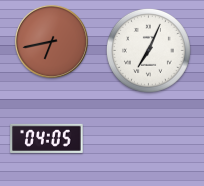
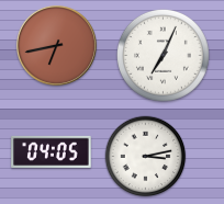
clock at (146, 157): none -> 3:13
